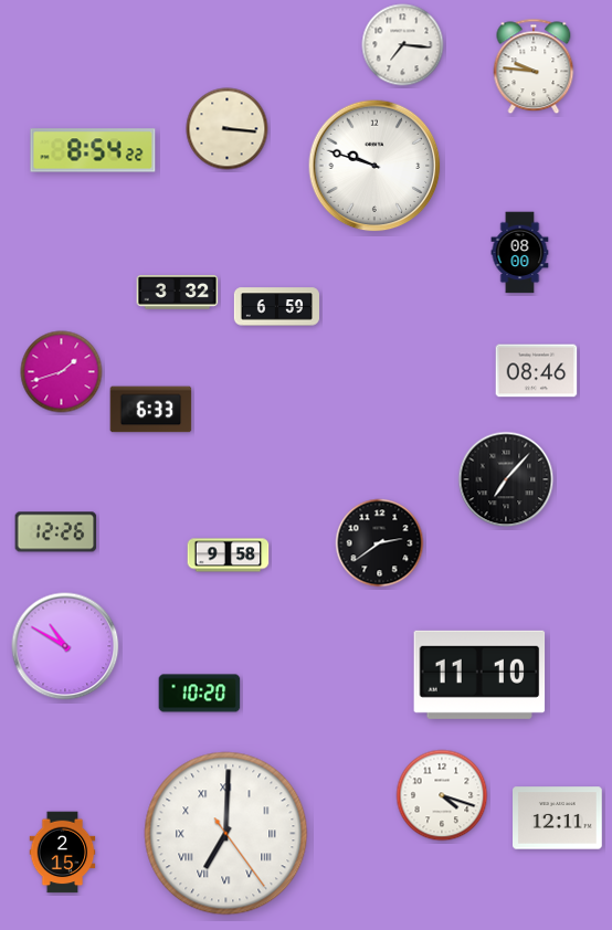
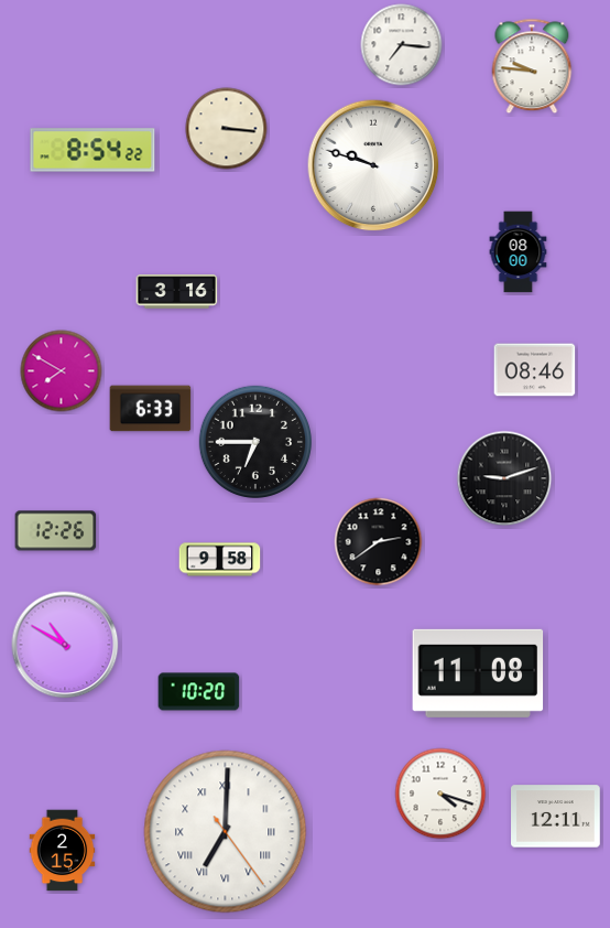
clock at (178, 293): 3:32 -> 3:16
clock at (276, 307): 6:59 -> none
clock at (62, 372): 1:42 -> 7:50
clock at (254, 441): none -> 6:45
clock at (506, 479): 7:07 -> 9:12
clock at (229, 556) position: (229, 556) -> (220, 560)
clock at (479, 675): 11:10 -> 11:08
